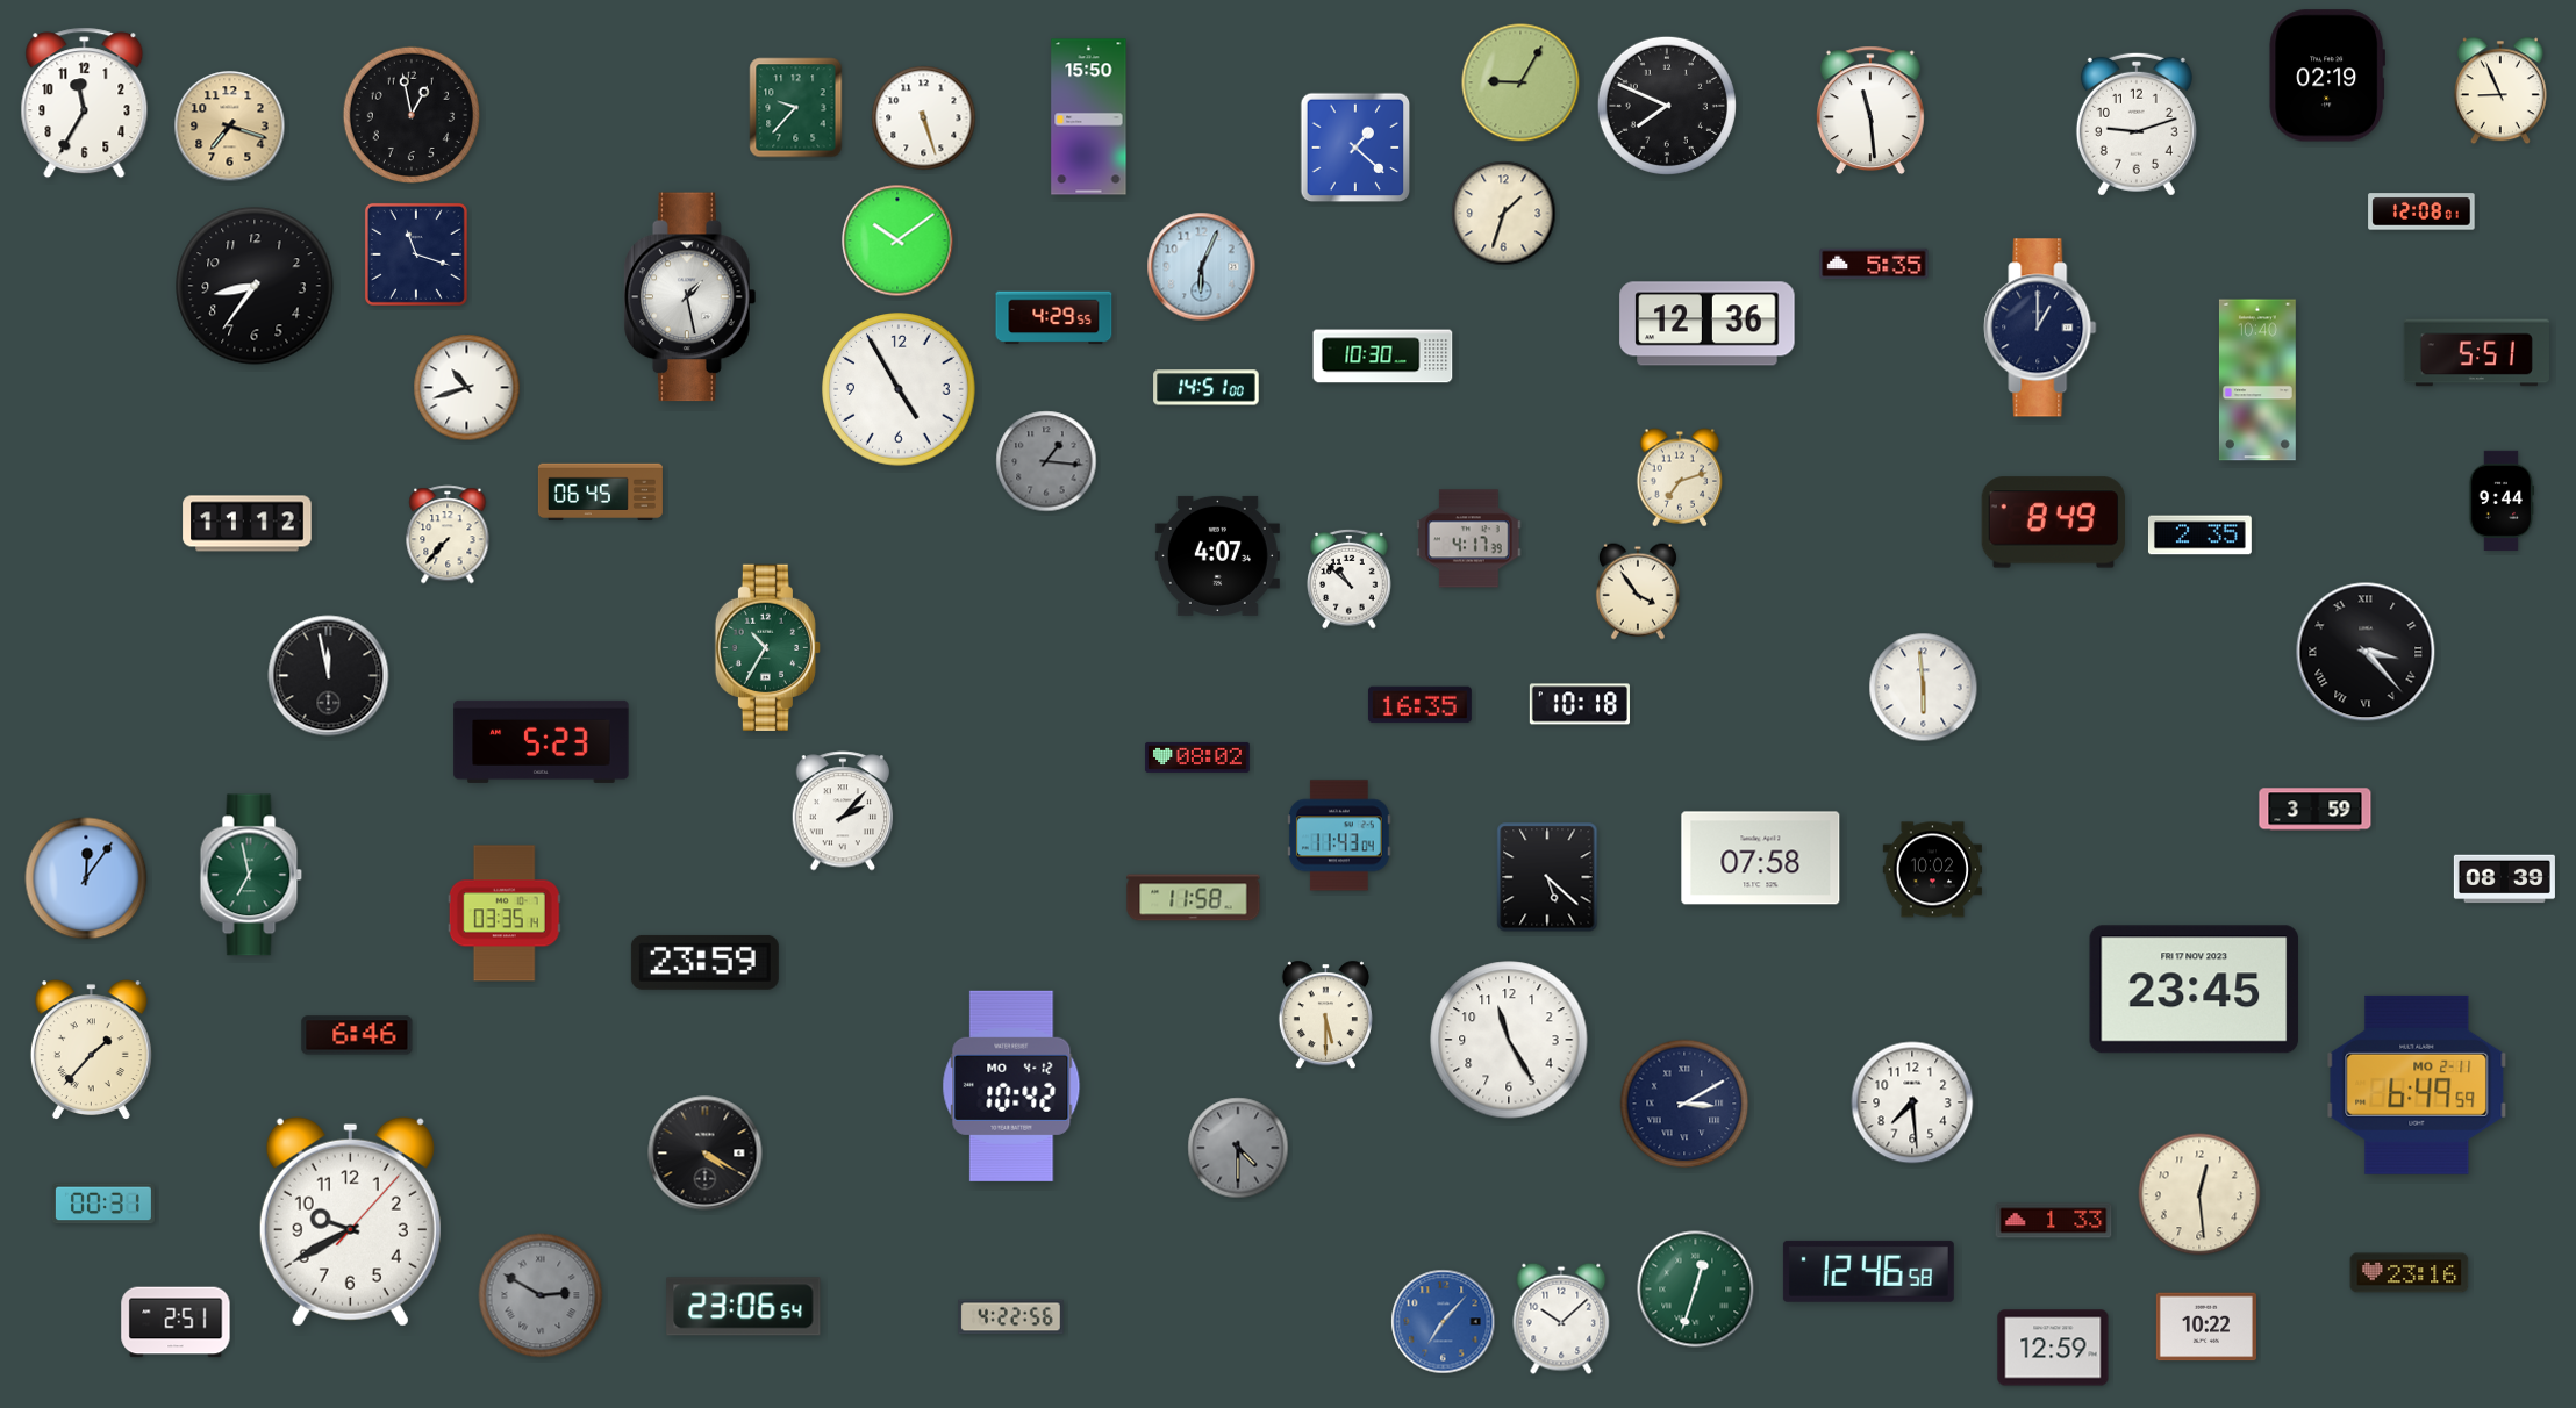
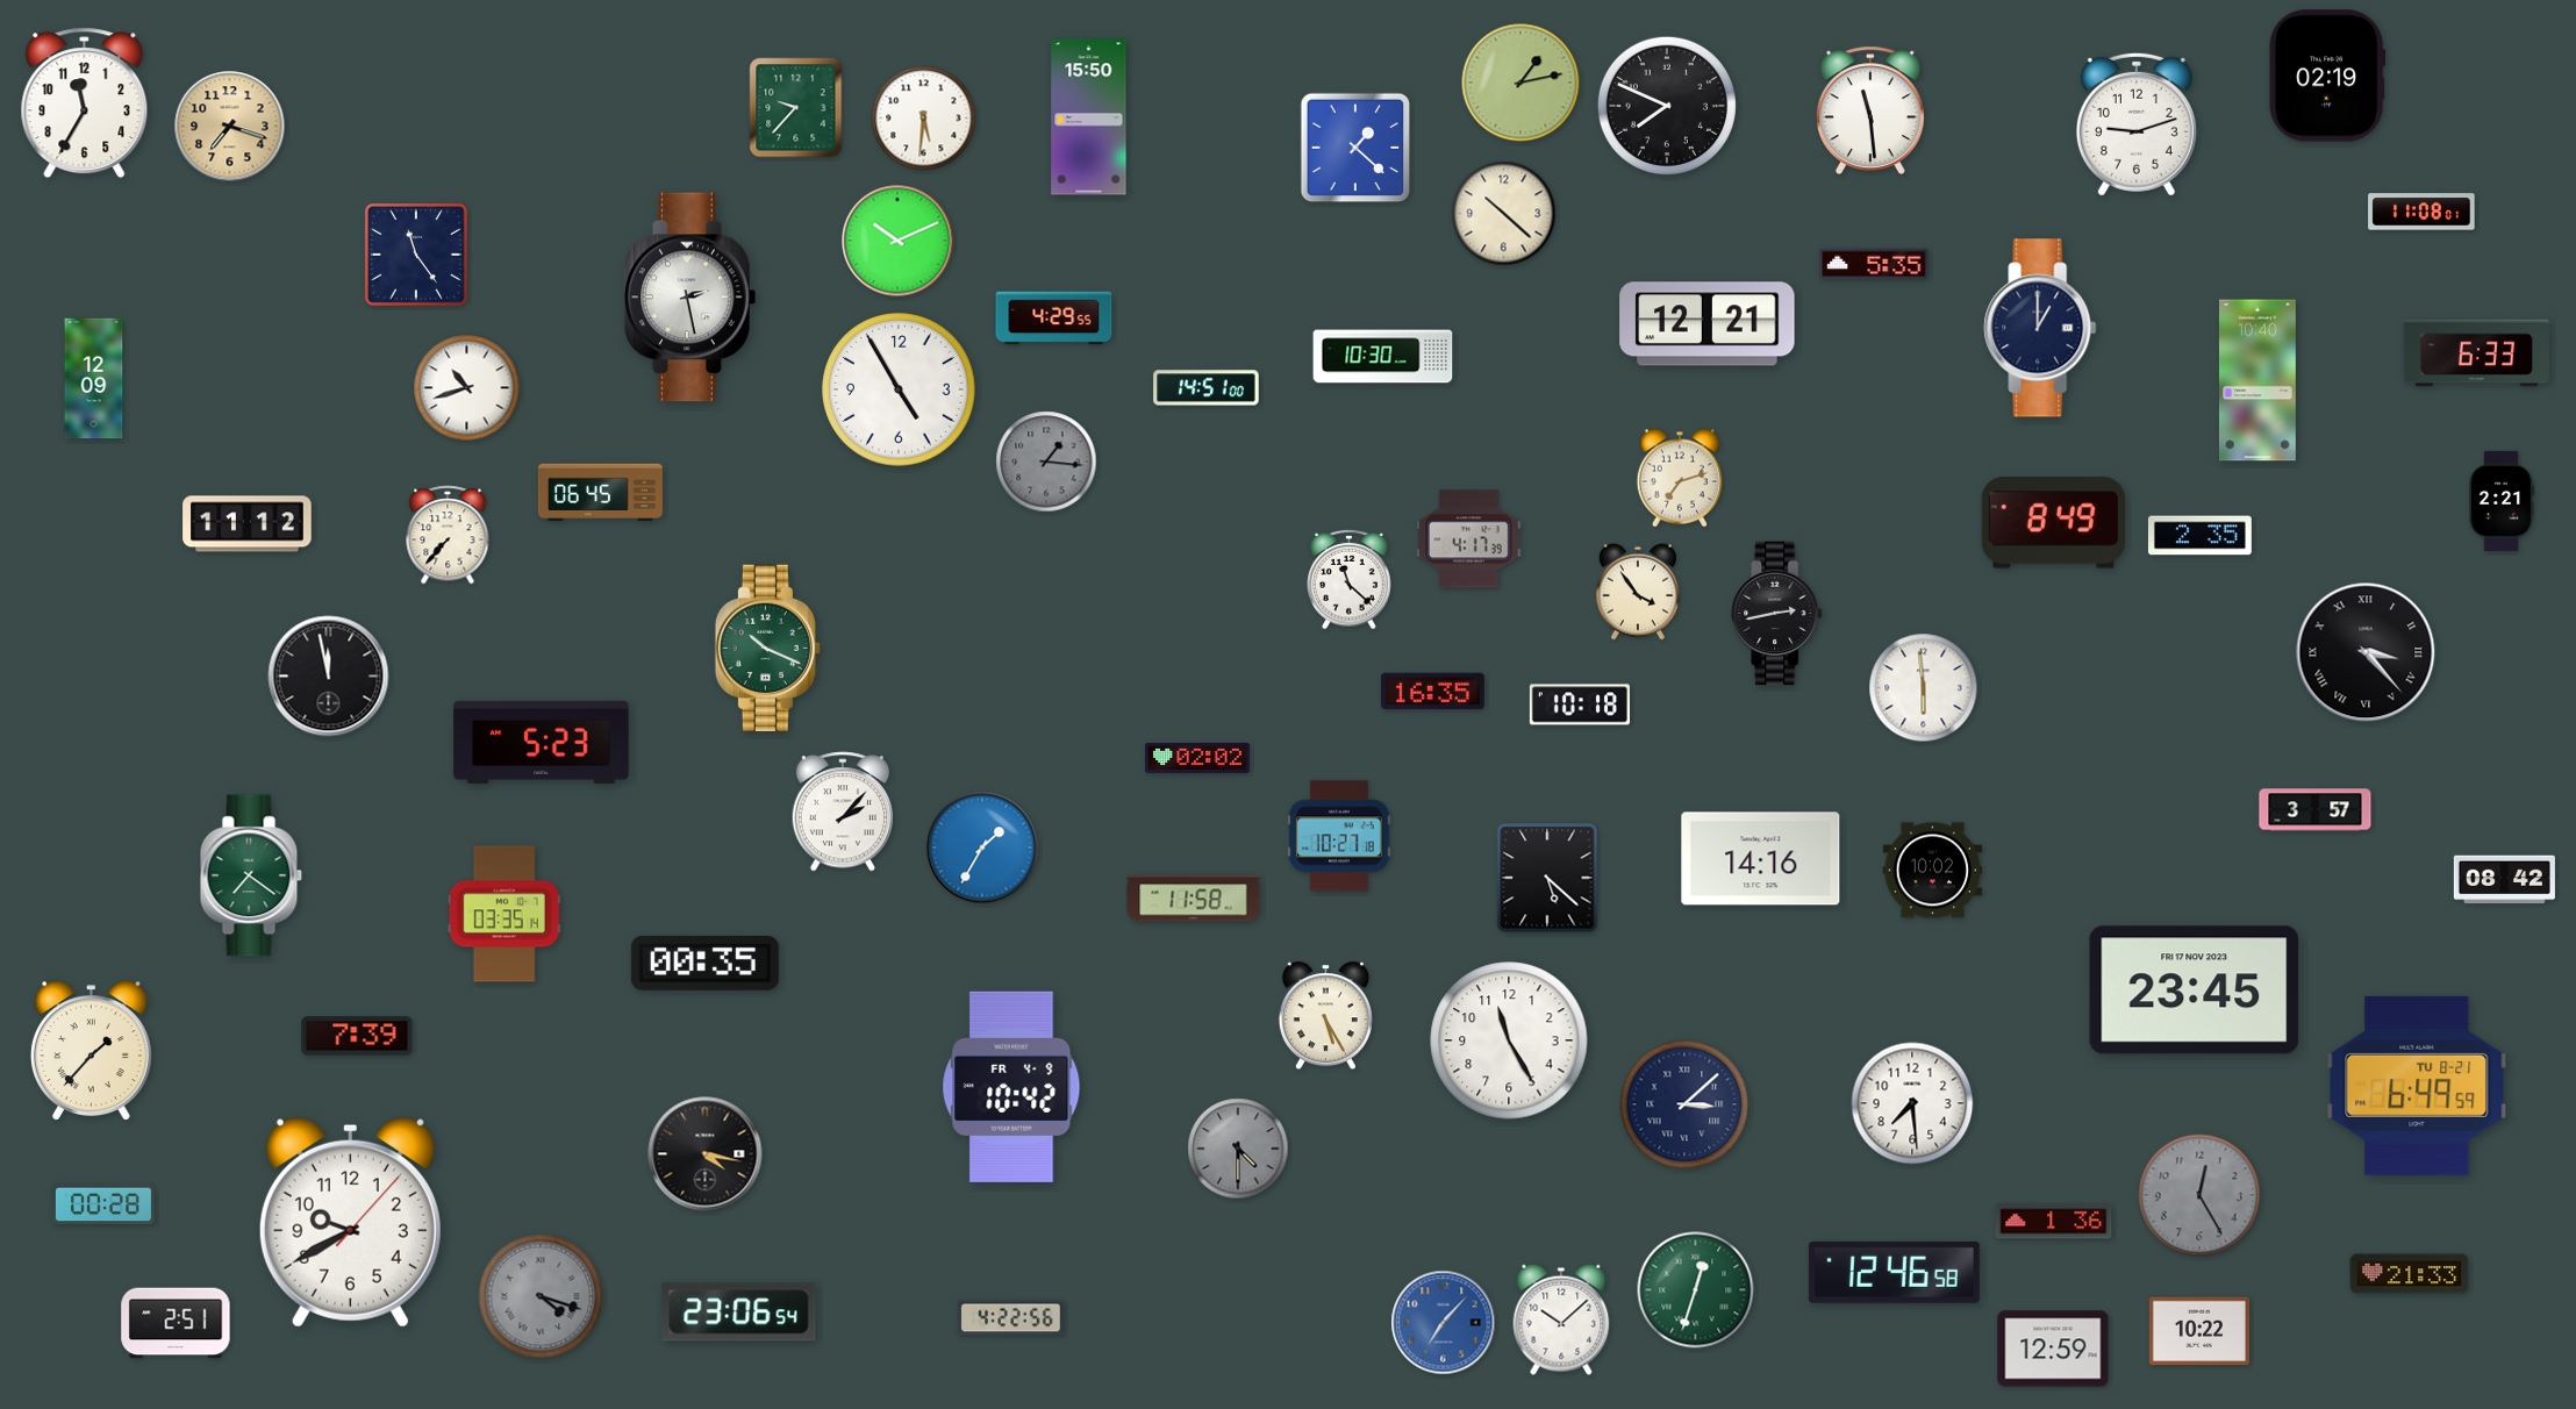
clock at (1520, 82): 9:05 -> 1:13
clock at (2500, 91): 8:56 -> none
clock at (410, 114): 12:58 -> none
clock at (924, 118): 5:27 -> 5:31
clock at (2421, 211): 12:08 -> 11:08
clock at (1504, 214): 1:33 -> 10:22
clock at (897, 240): 10:09 -> 10:11
clock at (416, 254): 11:18 -> 11:24
clock at (1202, 267): 6:04 -> none
clock at (255, 286): 8:36 -> none
clock at (690, 297): 1:28 -> 2:28
clock at (1708, 324): 12:36 -> 12:21
clock at (2476, 353): 5:51 -> 6:33
clock at (94, 379): none -> 12:09
clock at (2500, 501): 9:44 -> 2:21
clock at (1217, 555): 4:07 -> none
clock at (1350, 579): 10:52 -> 11:22
clock at (1777, 614): none -> 2:43
clock at (767, 647): 10:35 -> 10:19
clock at (1419, 705) position: (1419, 705) -> (1432, 692)
clock at (1197, 757): 08:02 -> 02:02
clock at (2316, 810): 3:59 -> 3:57
clock at (1339, 835): 11:43 -> 10:27
clock at (982, 847): none -> 1:35
clock at (1761, 859): 07:58 -> 14:16
clock at (251, 875): 6:58 -> 7:21
clock at (86, 878): 12:06 -> none
clock at (2504, 879): 08:39 -> 08:42
clock at (704, 962): 23:59 -> 00:35
clock at (1325, 1015): 5:30 -> 5:25
clock at (357, 1035): 6:46 -> 7:39
clock at (2417, 1085) date: MO 2-11 -> TU 8-21
clock at (1011, 1086) date: MO 4-12 -> FR 4-9
clock at (1684, 1104): 3:10 -> 3:08
clock at (706, 1154): 4:20 -> 4:17
clock at (2199, 1194): 12:29 -> 12:25
clock at (2199, 1194) dial: cream -> grey
clock at (103, 1204): 00:31 -> 00:28
clock at (2054, 1221): 1:33 -> 1:36
clock at (1868, 1271) position: (1868, 1271) -> (1894, 1272)
clock at (2410, 1273): 23:16 -> 21:33
clock at (541, 1295): 2:50 -> 4:18
clock at (744, 1307) position: (744, 1307) -> (739, 1313)
clock at (2206, 1327) position: (2206, 1327) -> (2199, 1331)
